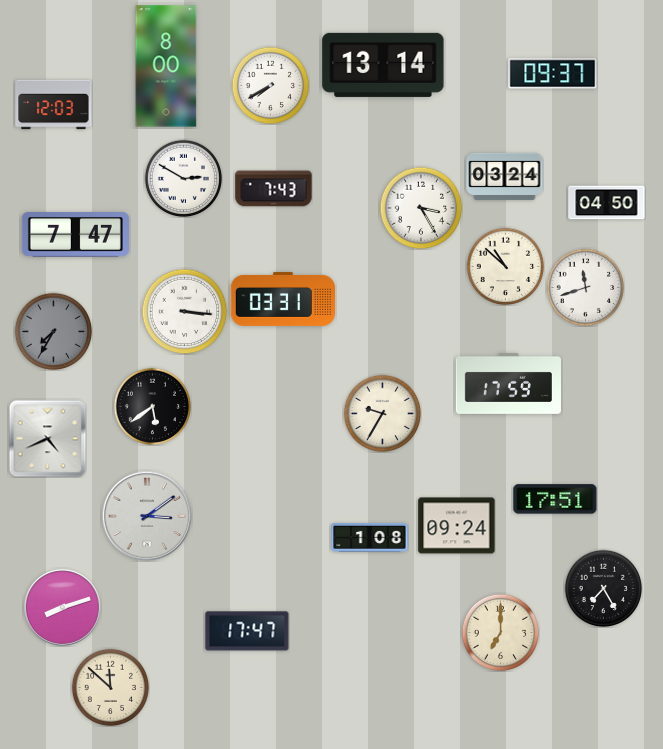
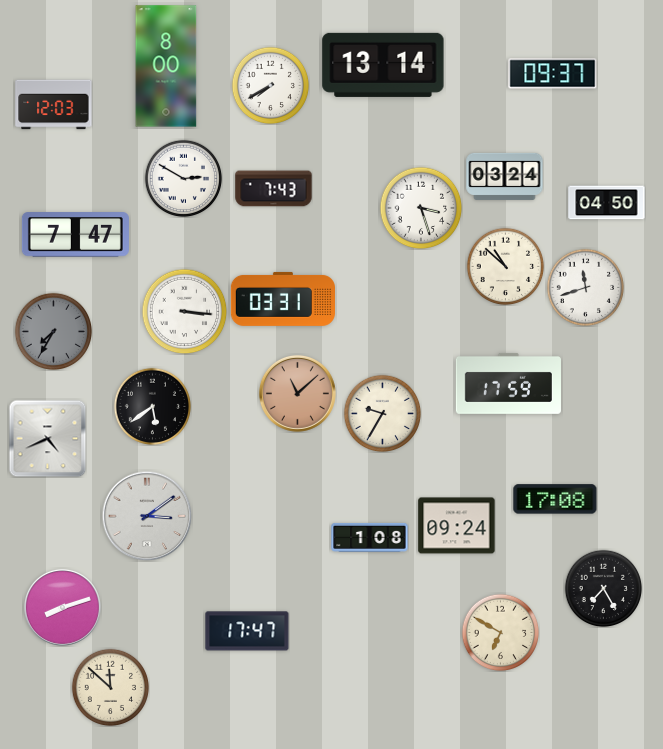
clock at (421, 208): 3:25 -> 3:27
clock at (297, 393): none -> 11:08
clock at (555, 499): 17:51 -> 17:08
clock at (500, 632): 7:00 -> 6:50
